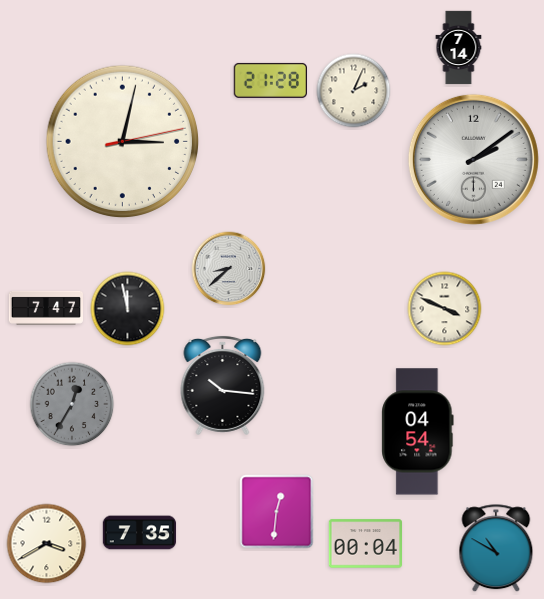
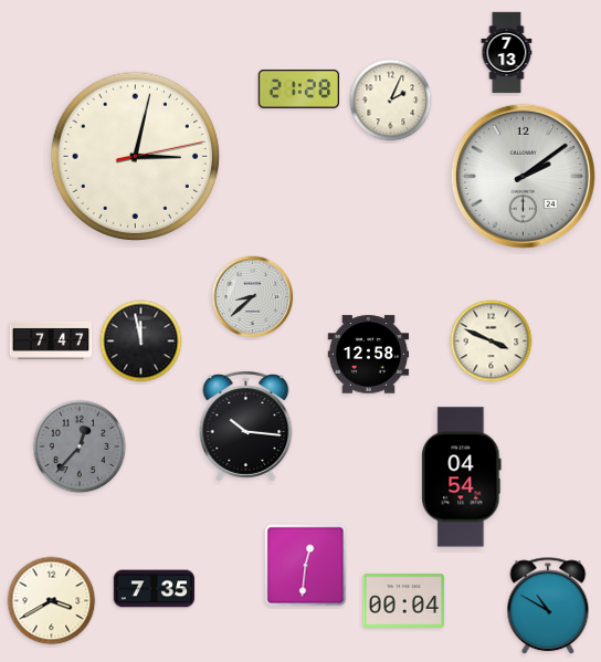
clock at (459, 48): 7:14 -> 7:13
clock at (369, 355): none -> 12:58
clock at (72, 404): 12:35 -> 12:37
